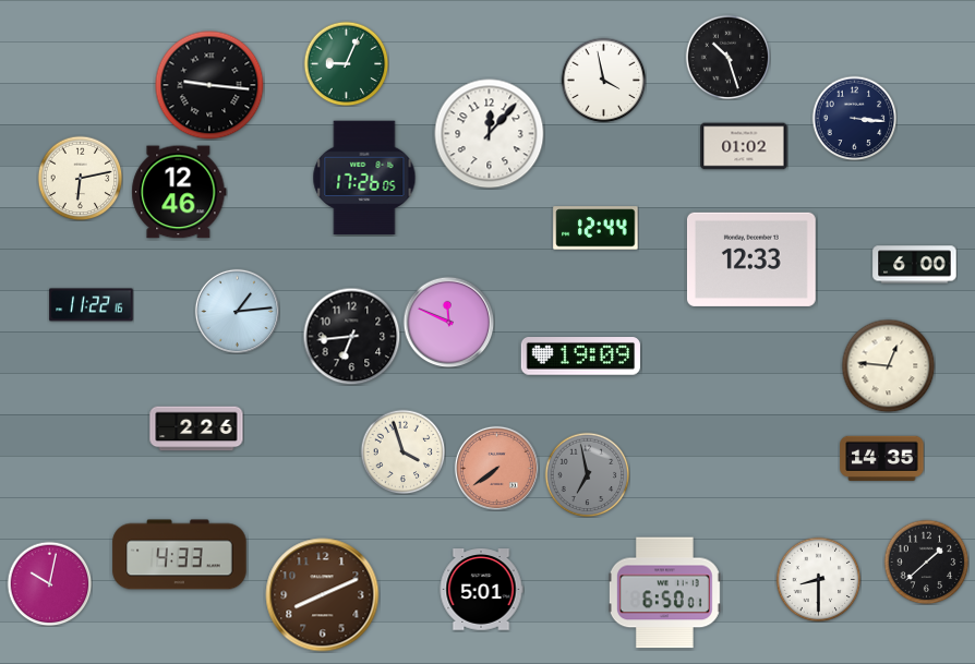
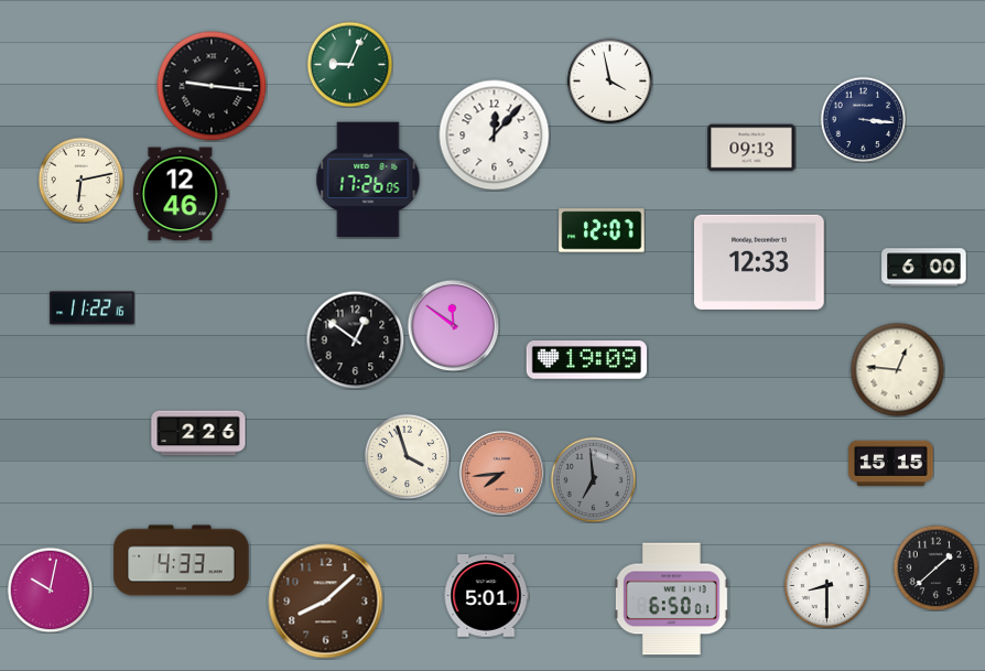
clock at (727, 57): 10:27 -> none
clock at (744, 146): 01:02 -> 09:13
clock at (595, 228): 12:44 -> 12:07
clock at (237, 311): 1:14 -> none
clock at (448, 322): 11:49 -> 11:51
clock at (351, 336): 6:44 -> 12:51
clock at (882, 458): 14:35 -> 15:15
clock at (496, 468): 7:39 -> 7:44
clock at (587, 474): 6:58 -> 6:59
clock at (323, 595): 8:11 -> 8:08
